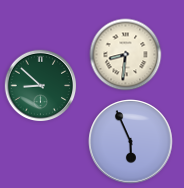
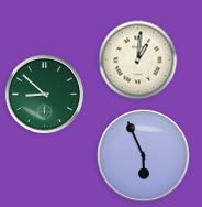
clock at (126, 55): 8:31 -> 1:01
